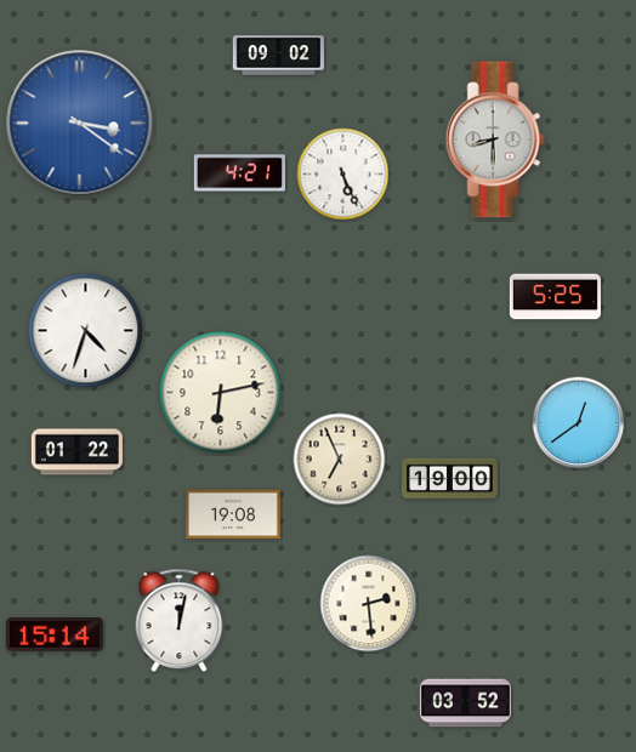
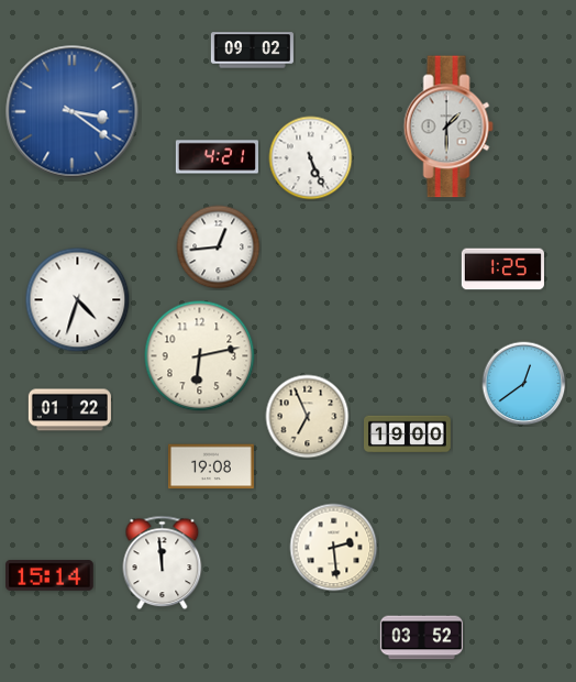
clock at (495, 139): 8:30 -> 1:30
clock at (219, 248): none -> 12:44
clock at (555, 297): 5:25 -> 1:25
clock at (180, 621): 12:02 -> 11:59
